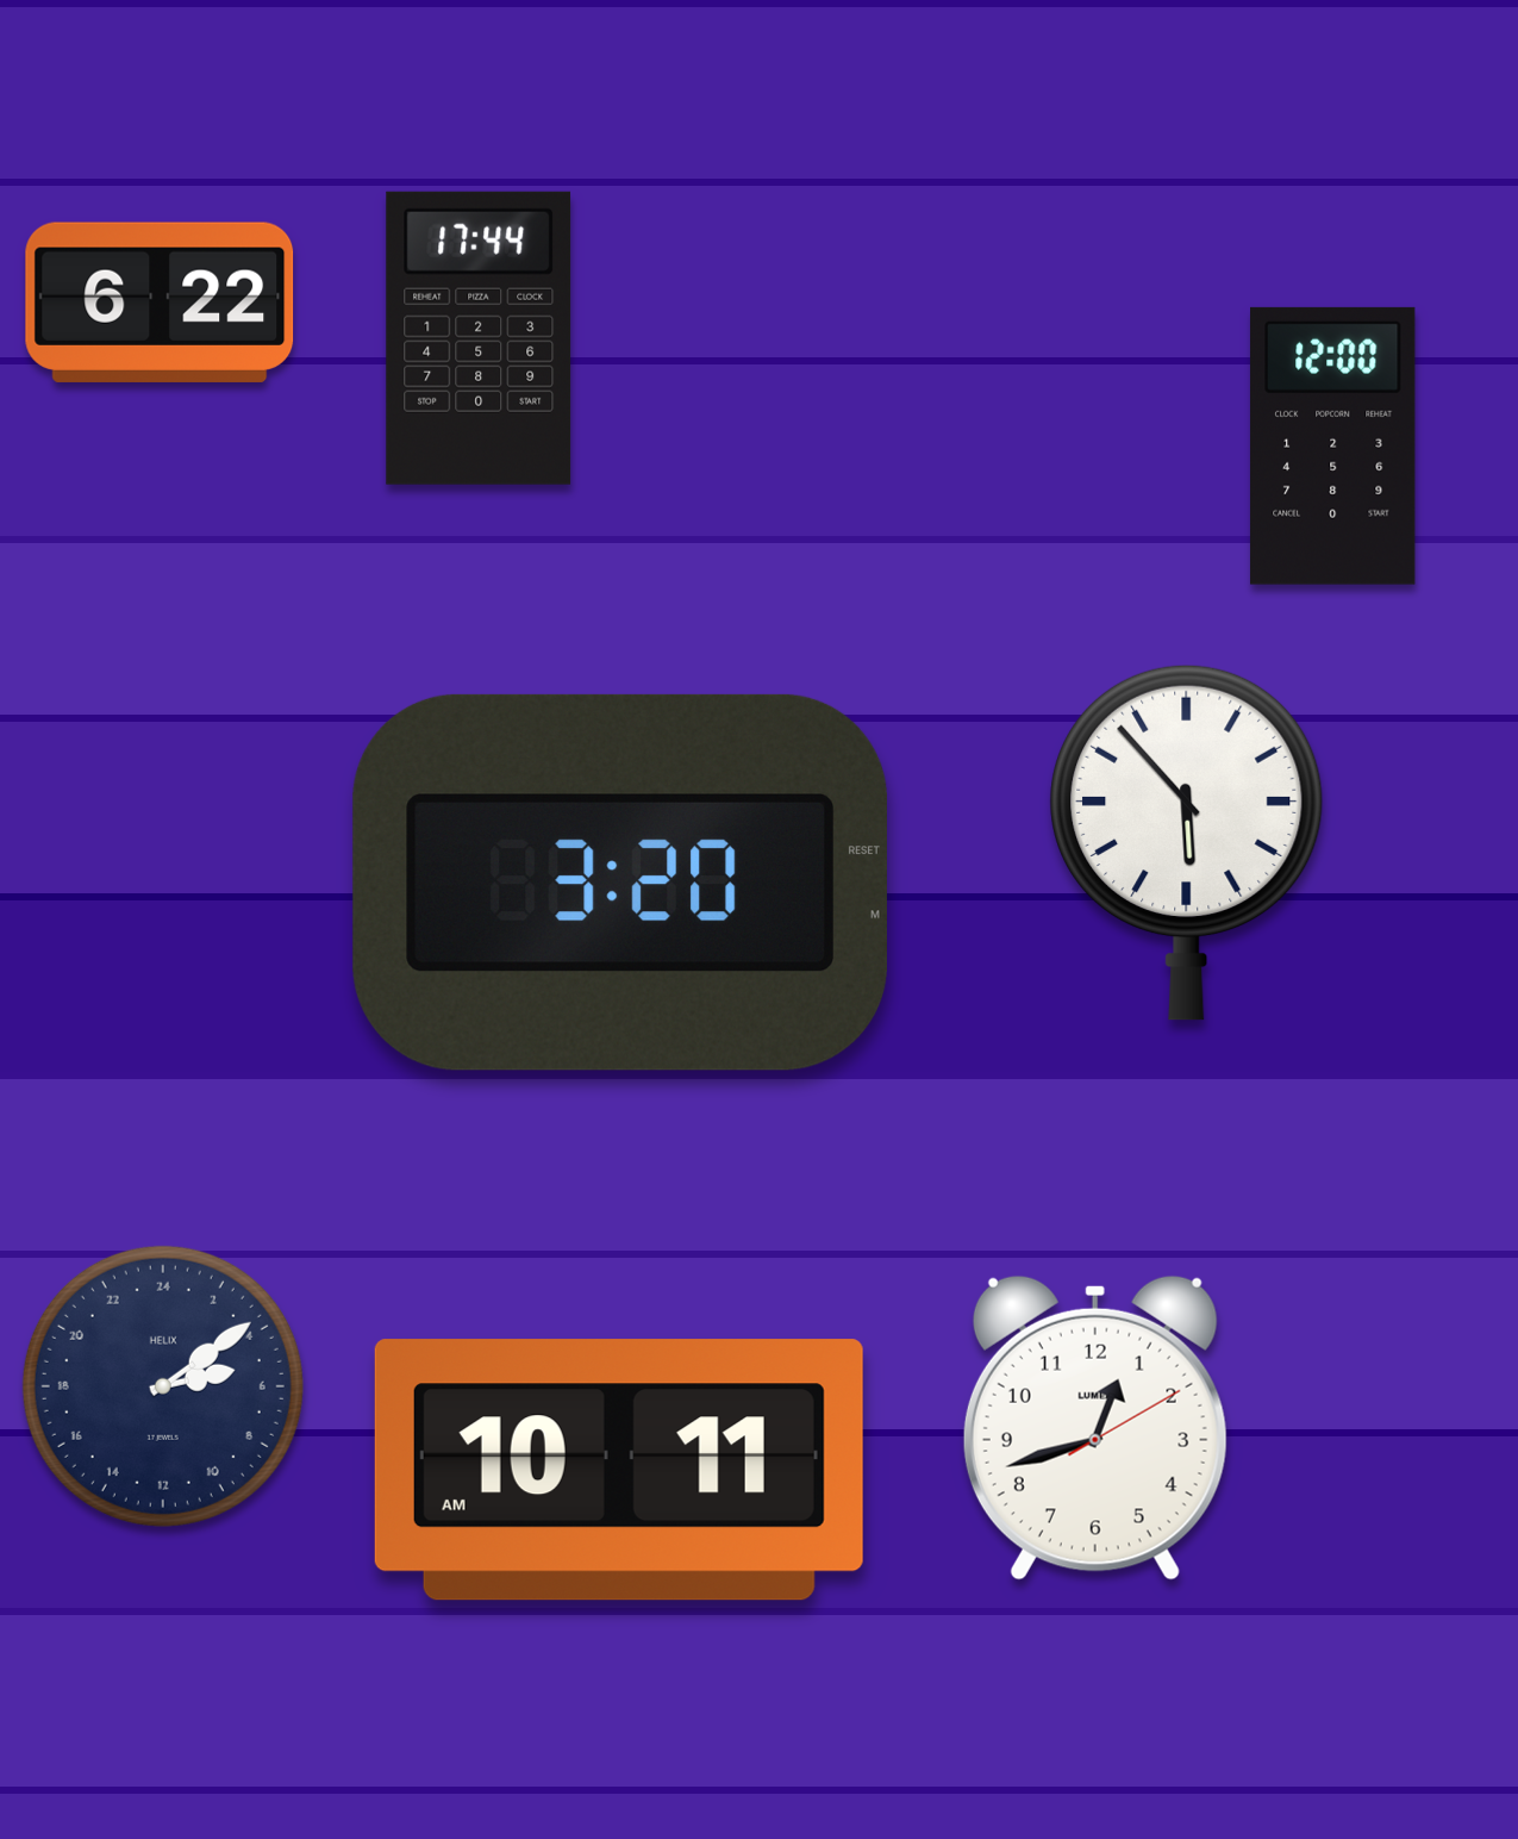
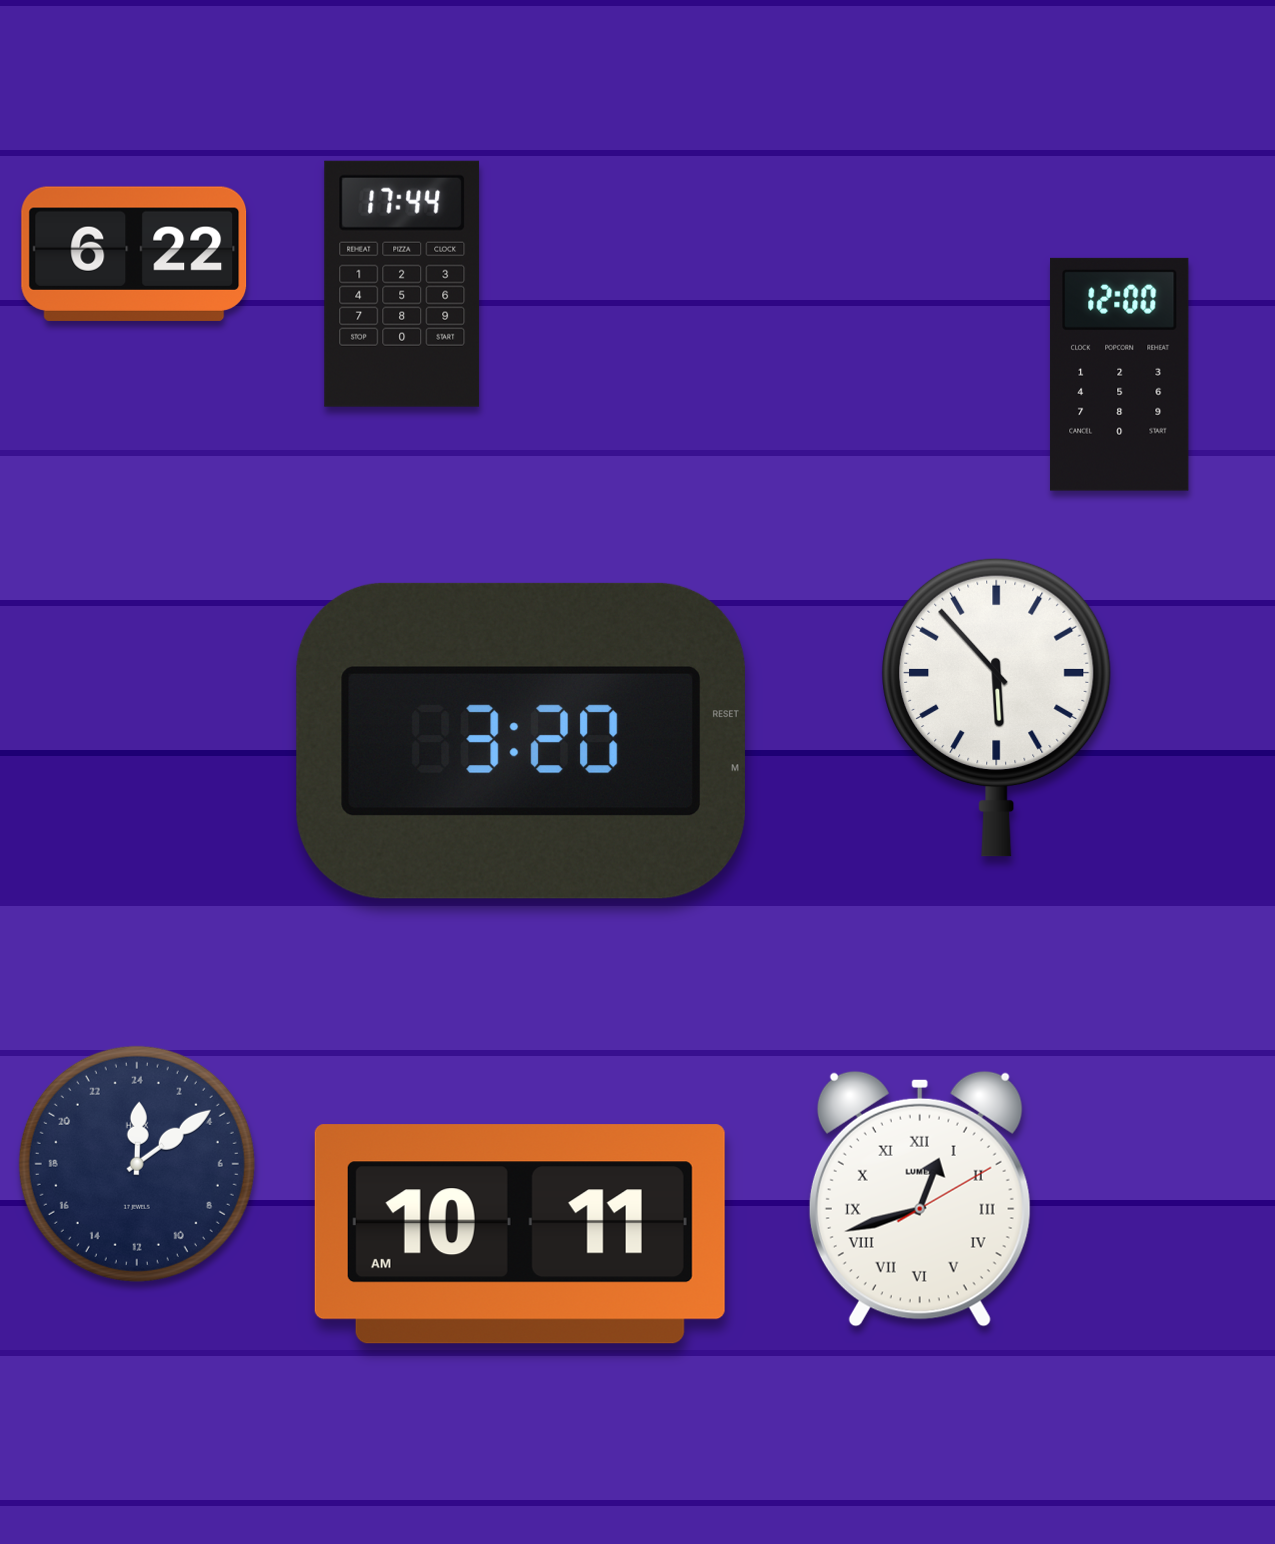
clock at (163, 1386): 5:09 -> 0:09
clock at (1095, 1428) numerals: Arabic -> Roman
